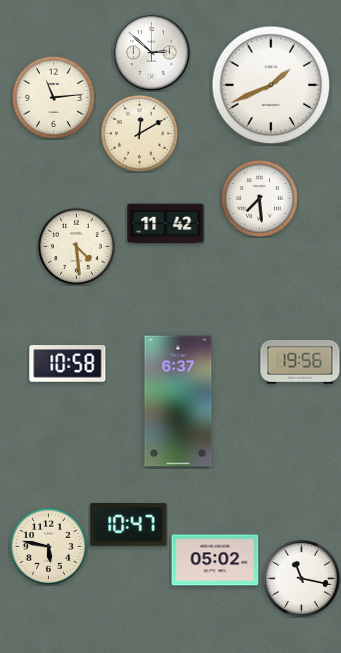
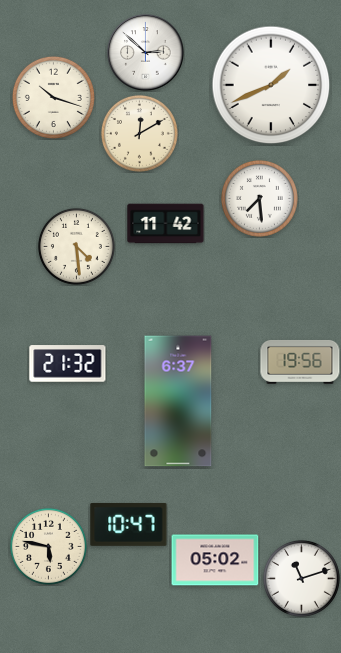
clock at (152, 53) position: (152, 53) -> (146, 53)
clock at (53, 97): 11:14 -> 10:18
clock at (68, 364): 10:58 -> 21:32
clock at (301, 578): 11:17 -> 11:12
